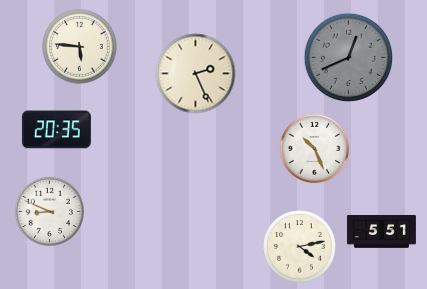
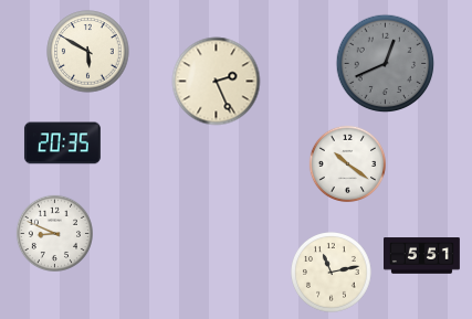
clock at (80, 47): 5:46 -> 5:50
clock at (314, 148): 10:26 -> 10:21
clock at (300, 247): 4:13 -> 11:13
